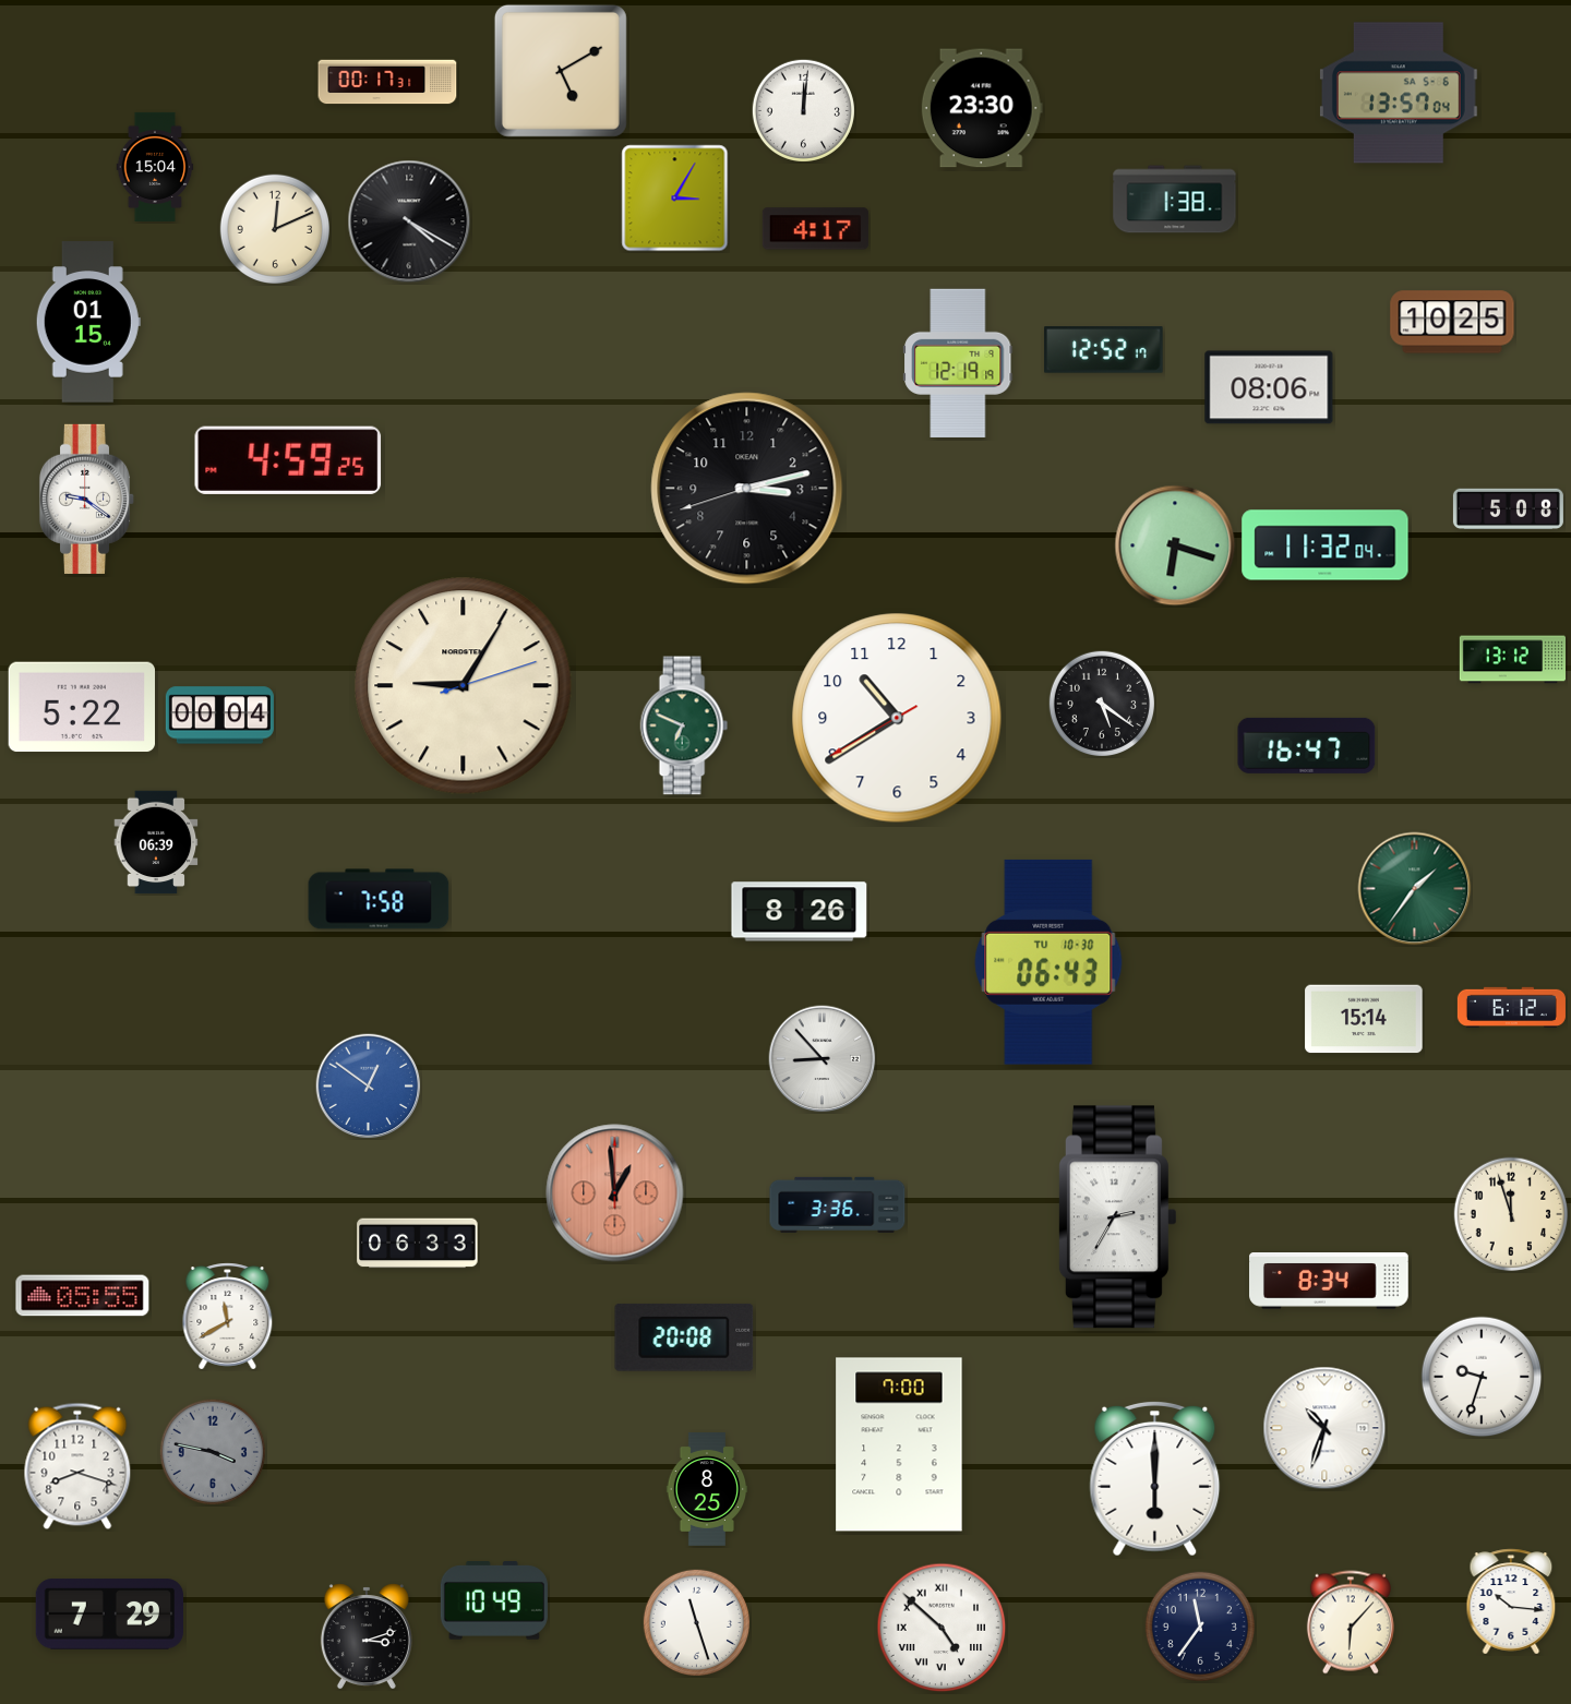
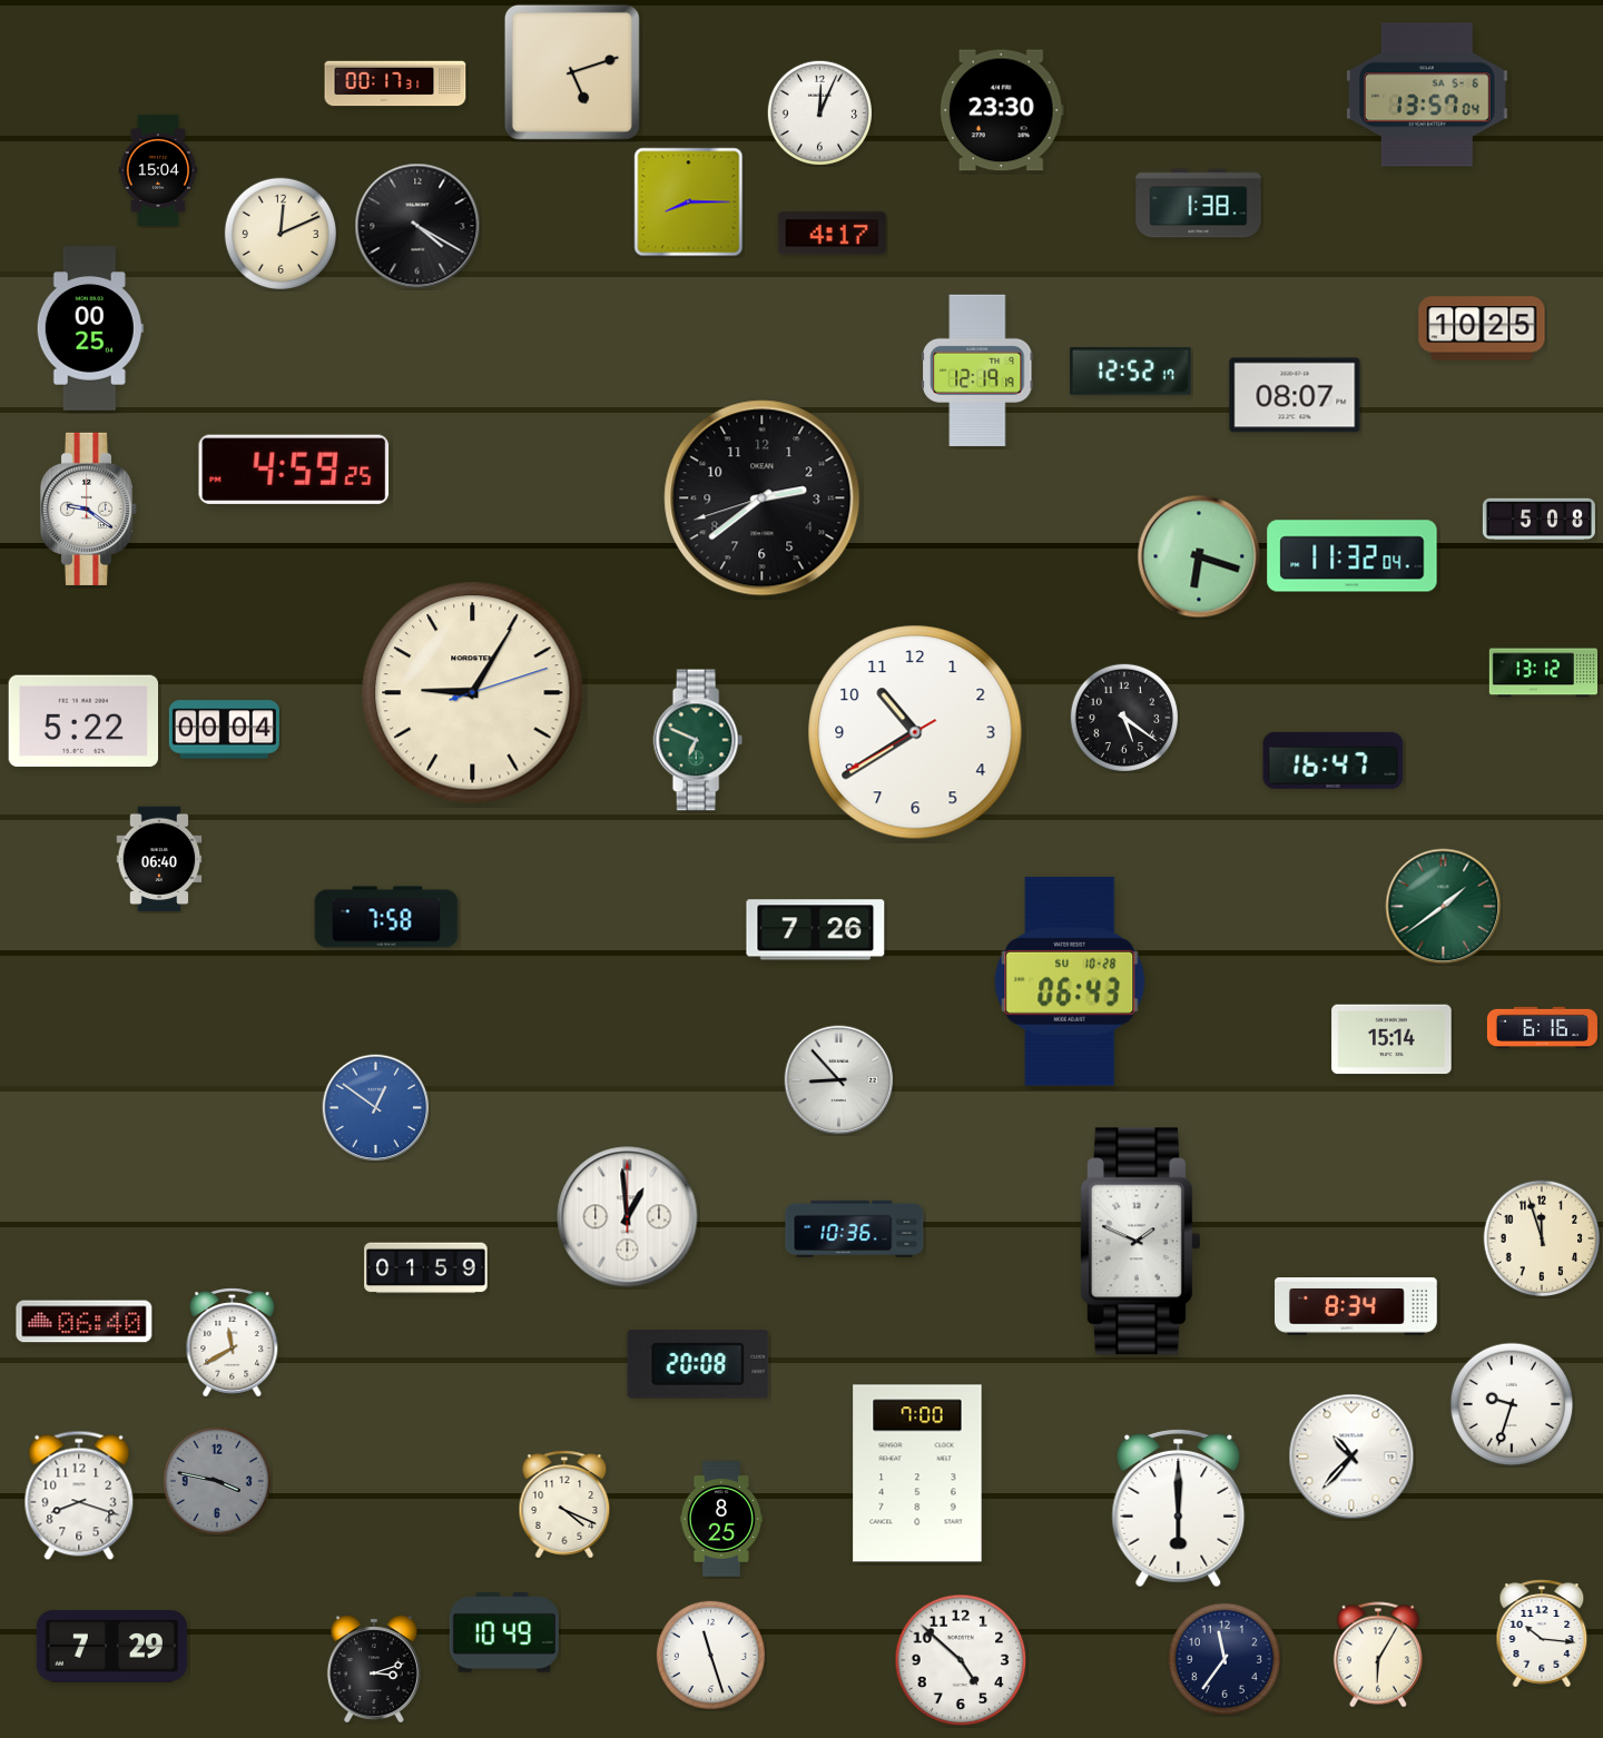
clock at (561, 71): 5:10 -> 5:12
clock at (803, 110): 12:01 -> 12:04
clock at (675, 199): 3:05 -> 8:15
clock at (88, 322): 01:15 -> 00:25
clock at (1104, 350) position: (1104, 350) -> (1131, 372)
clock at (1269, 387): 08:06 -> 08:07
clock at (747, 489): 3:12 -> 2:38
clock at (464, 686) position: (464, 686) -> (473, 693)
clock at (156, 842): 06:39 -> 06:40
clock at (1415, 889): 1:36 -> 1:39
clock at (800, 912): 8:26 -> 7:26
clock at (1048, 962) date: TU 10-30 -> SU 10-28
clock at (1511, 1008): 6:12 -> 6:16
clock at (615, 1193) dial: salmon -> white
clock at (838, 1204): 3:36 -> 10:36
clock at (1117, 1217): 2:35 -> 1:49
clock at (418, 1244): 06:33 -> 01:59
clock at (83, 1296): 05:55 -> 06:40
clock at (1324, 1428): 10:33 -> 10:37
clock at (564, 1504): none -> 4:19
clock at (1351, 1622): 6:07 -> 6:05
clock at (942, 1628) numerals: Roman -> Arabic
